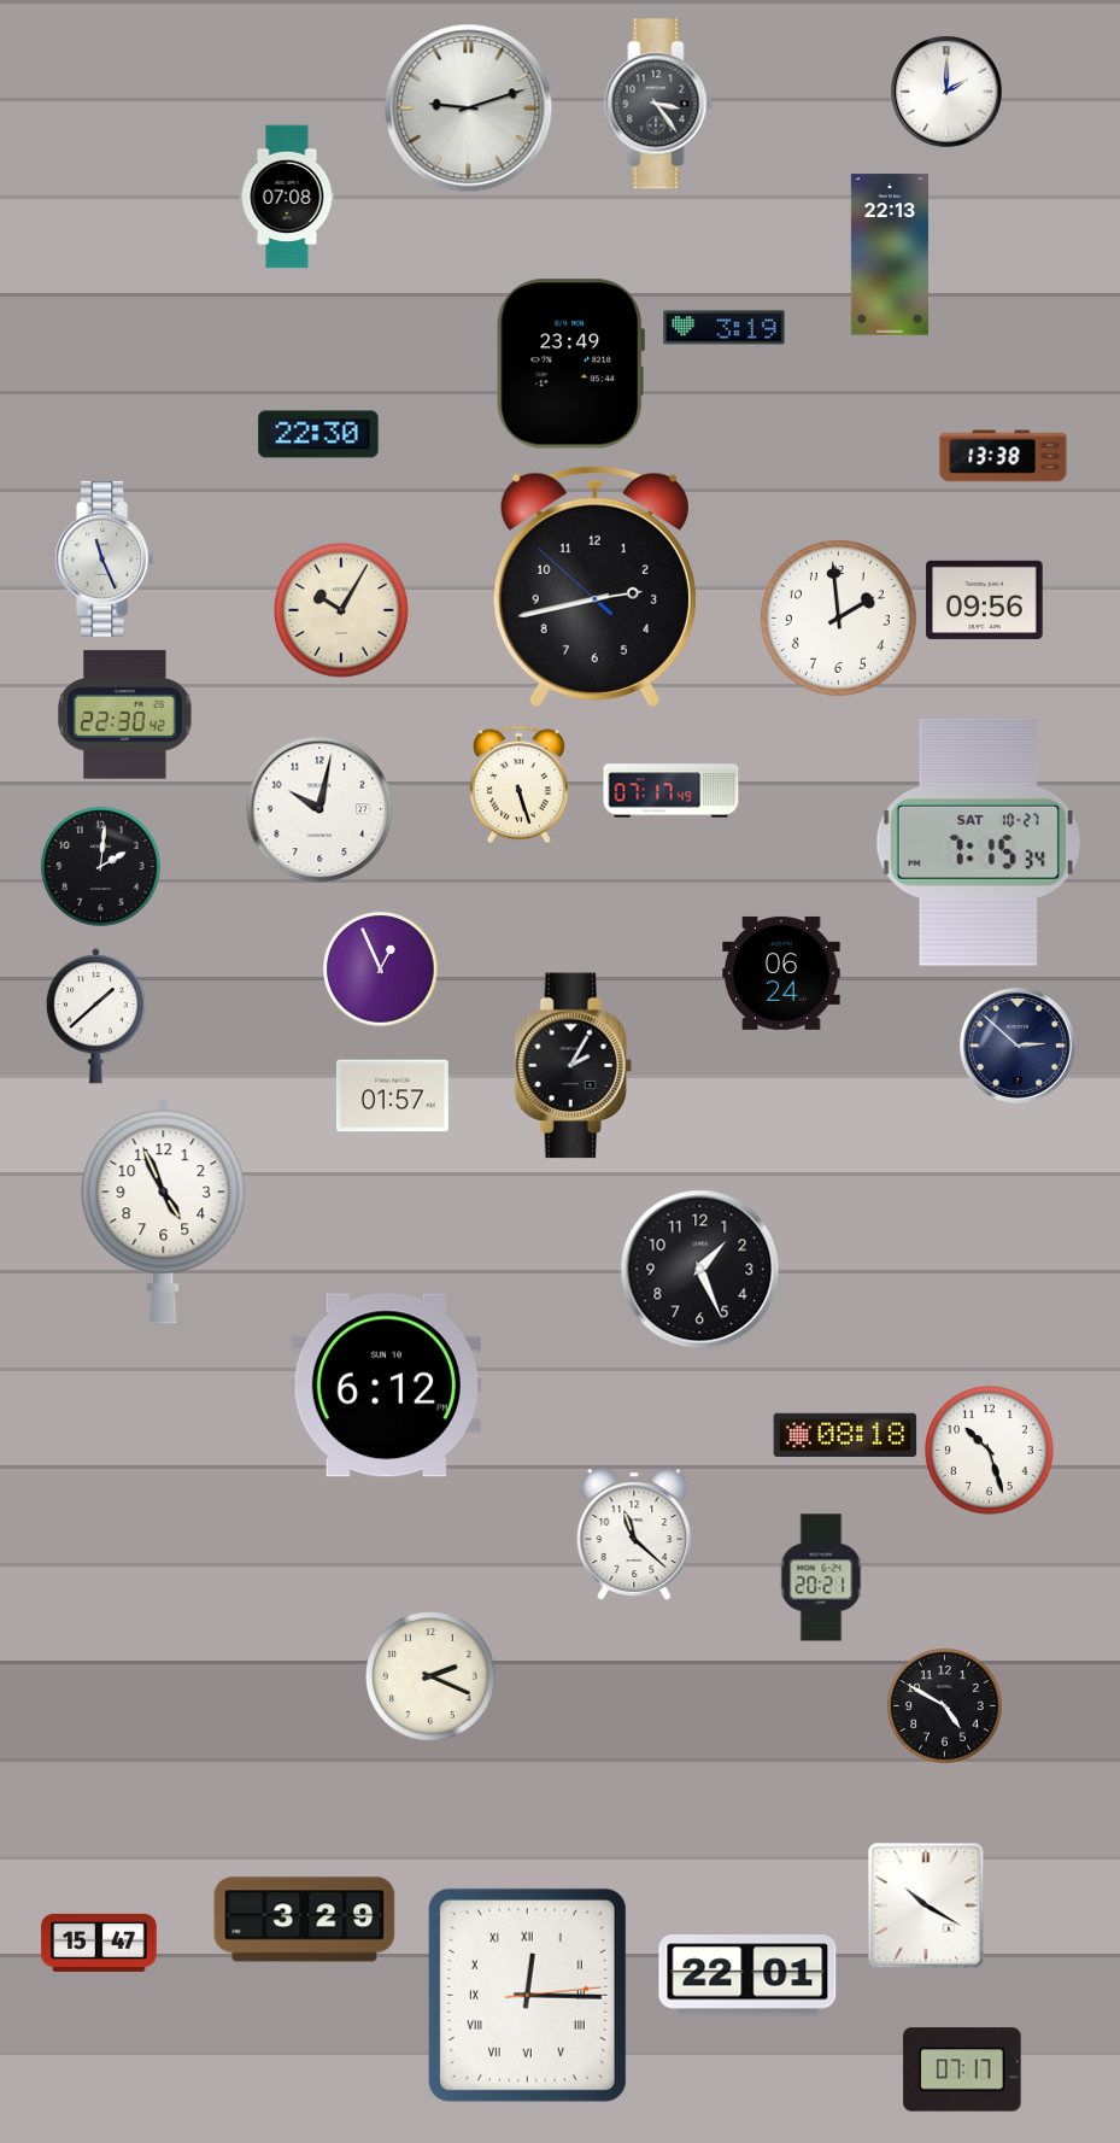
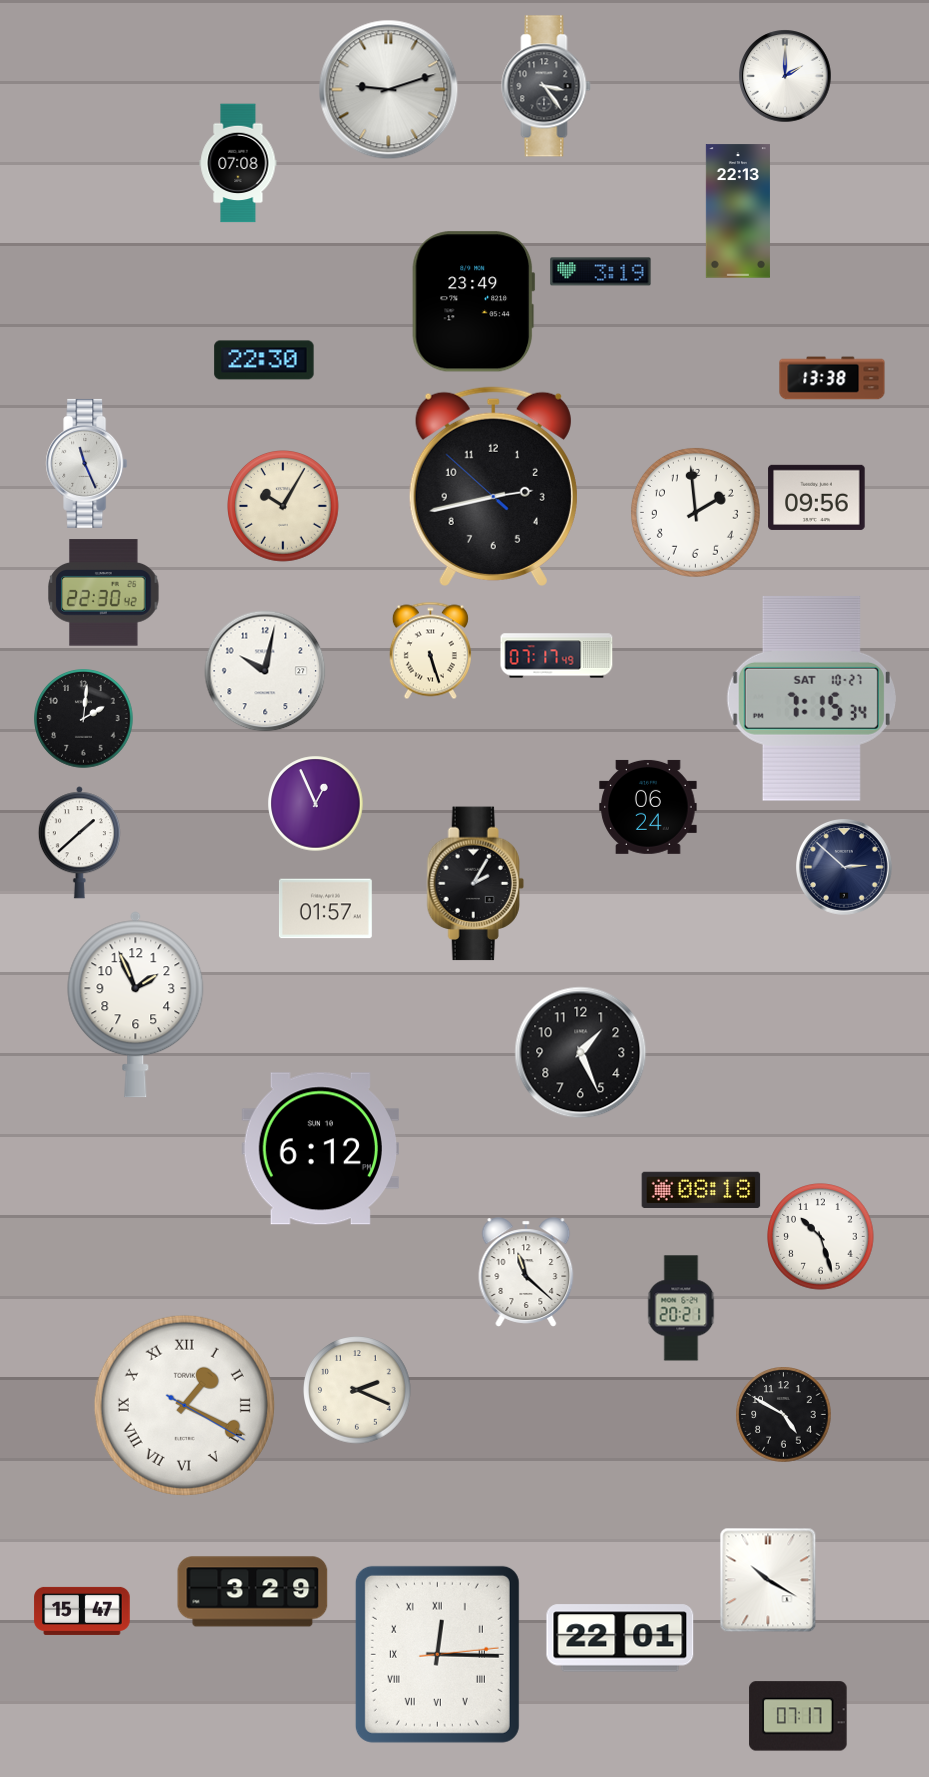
clock at (164, 1212): 4:56 -> 1:56
clock at (990, 1451) position: (990, 1451) -> (821, 1237)
clock at (184, 1405): none -> 1:19
